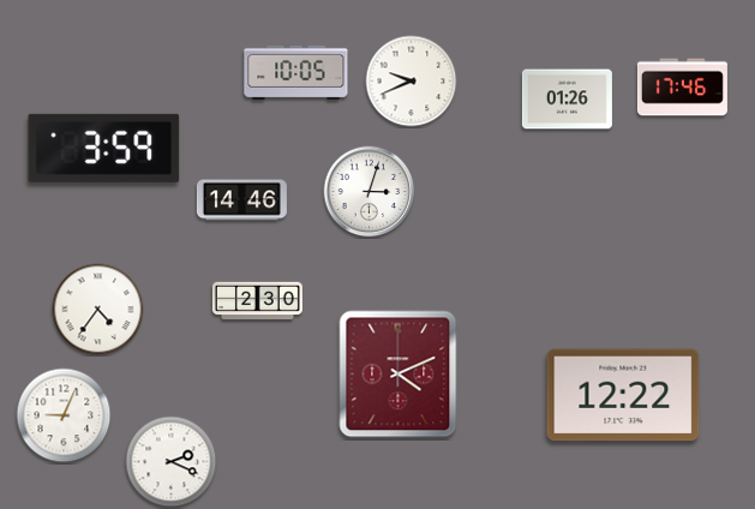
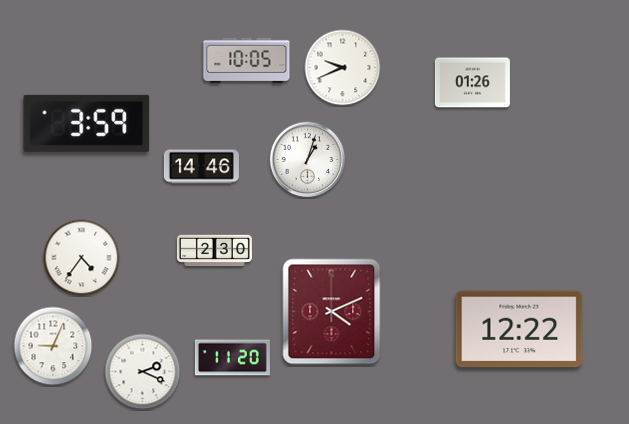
clock at (682, 88): 17:46 -> none
clock at (370, 192): 3:03 -> 1:03
clock at (232, 358): none -> 11:20
clock at (172, 462) position: (172, 462) -> (143, 372)
